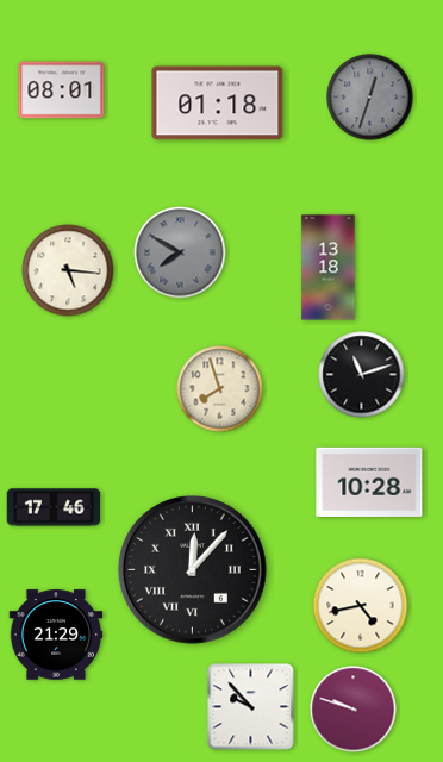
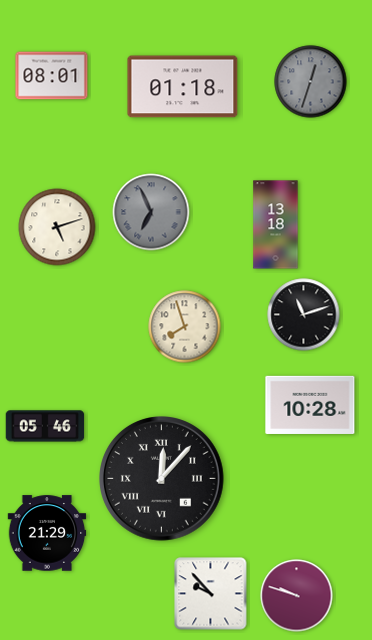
clock at (180, 252): 7:50 -> 6:56
clock at (68, 270): 5:16 -> 5:12
clock at (54, 507): 17:46 -> 05:46
clock at (361, 606): 4:43 -> none
